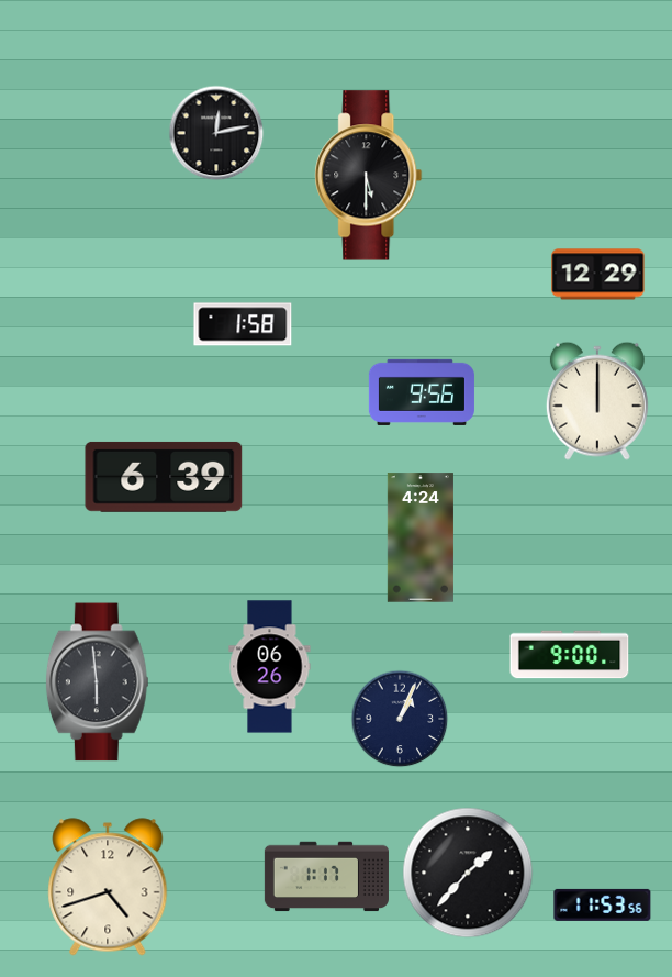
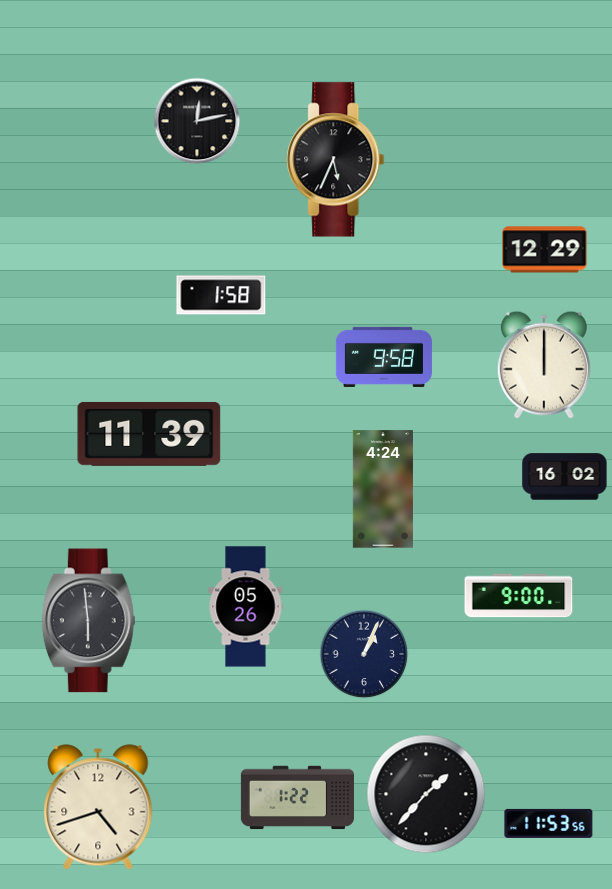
clock at (369, 176): 5:30 -> 5:34
clock at (422, 392): 9:56 -> 9:58
clock at (164, 477): 6:39 -> 11:39
clock at (565, 477): none -> 16:02
clock at (270, 667): 06:26 -> 05:26
clock at (326, 877): 1:17 -> 1:22
